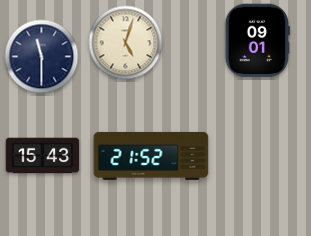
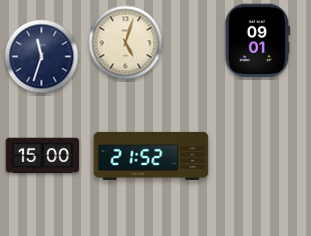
clock at (42, 57): 11:30 -> 11:33
clock at (43, 156): 15:43 -> 15:00
